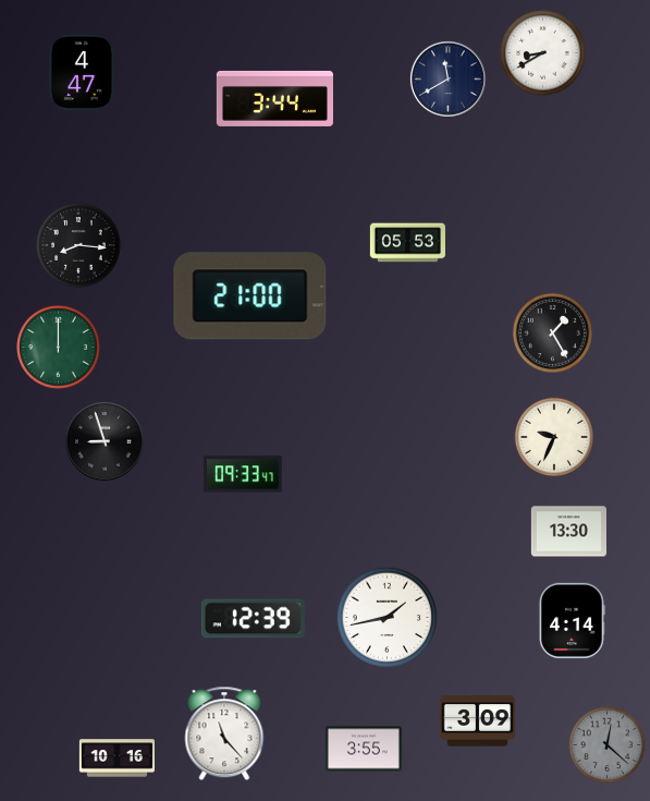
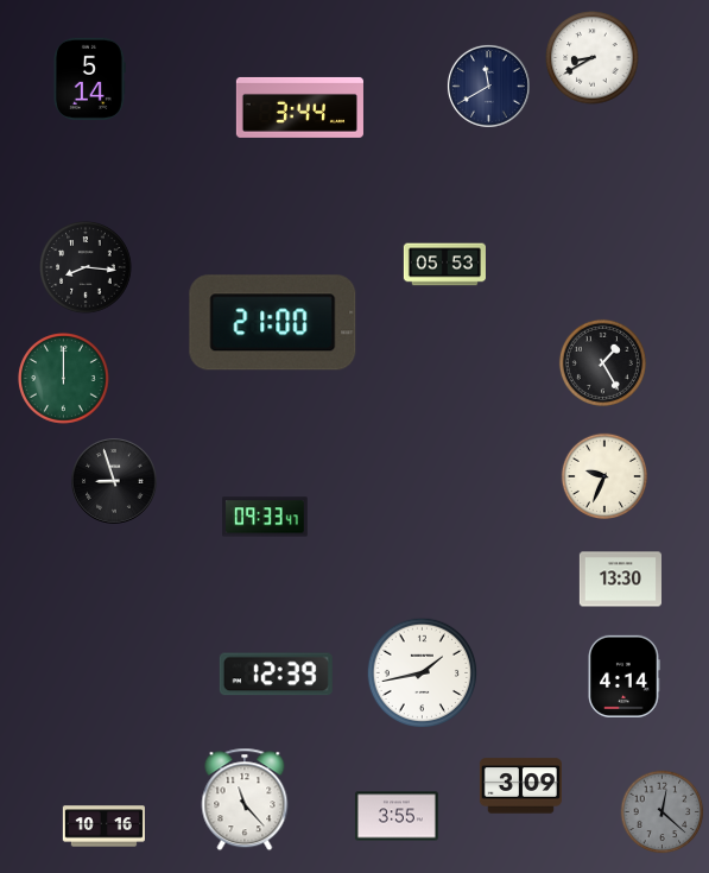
clock at (82, 72): 4:47 -> 5:14
clock at (116, 758) position: (116, 758) -> (103, 827)
